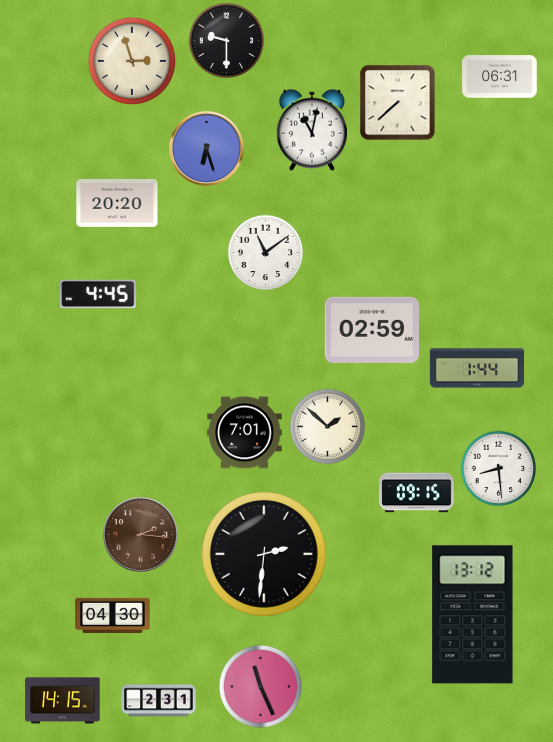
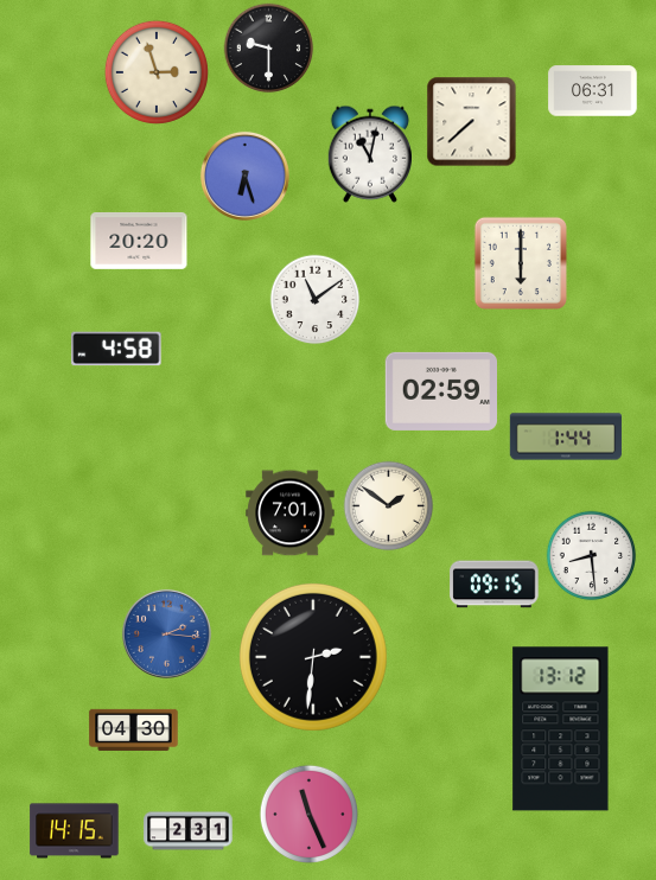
clock at (521, 263): none -> 6:00
clock at (98, 294): 4:45 -> 4:58
clock at (328, 427): 1:52 -> 1:51
clock at (140, 534) dial: brown -> blue
